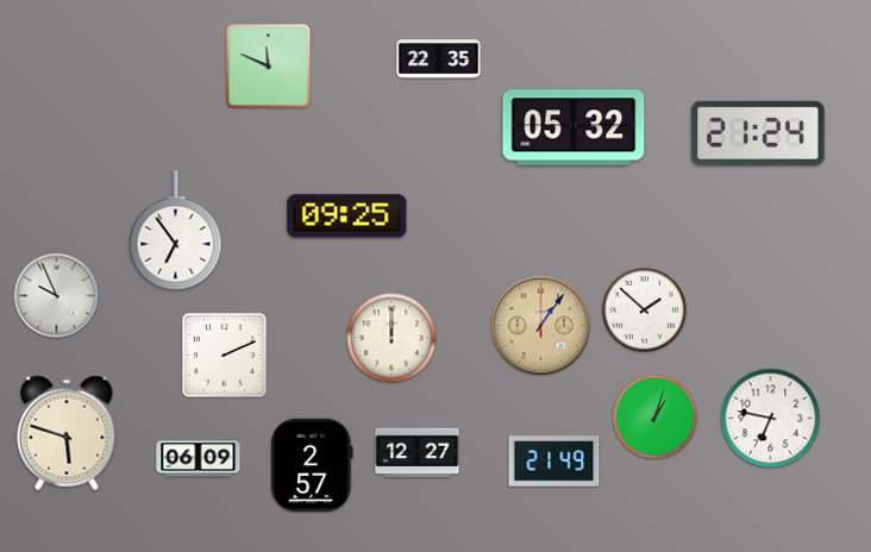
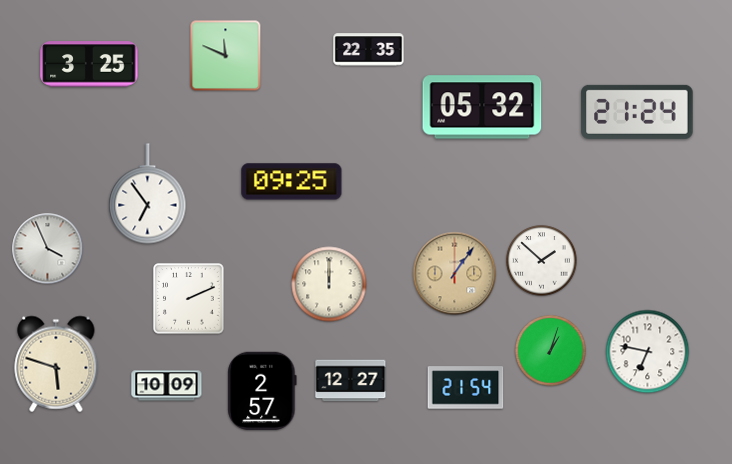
clock at (89, 64): none -> 3:25
clock at (57, 296): 9:56 -> 3:56
clock at (199, 459): 06:09 -> 10:09
clock at (554, 462): 21:49 -> 21:54
